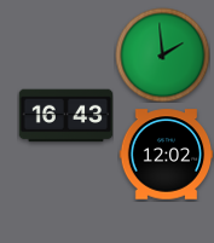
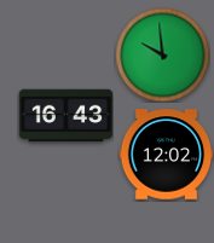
clock at (162, 54): 1:59 -> 9:59
